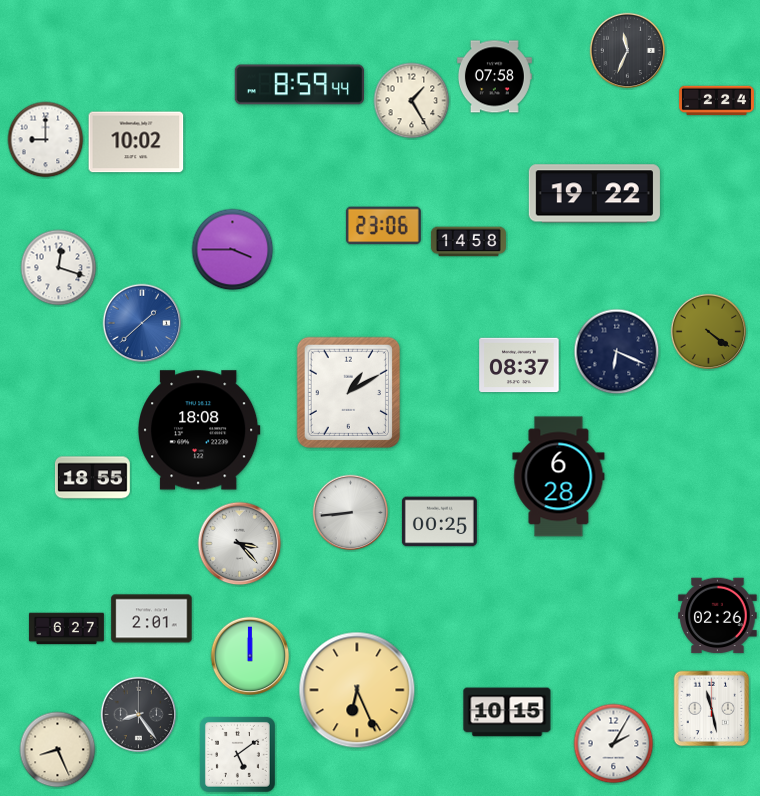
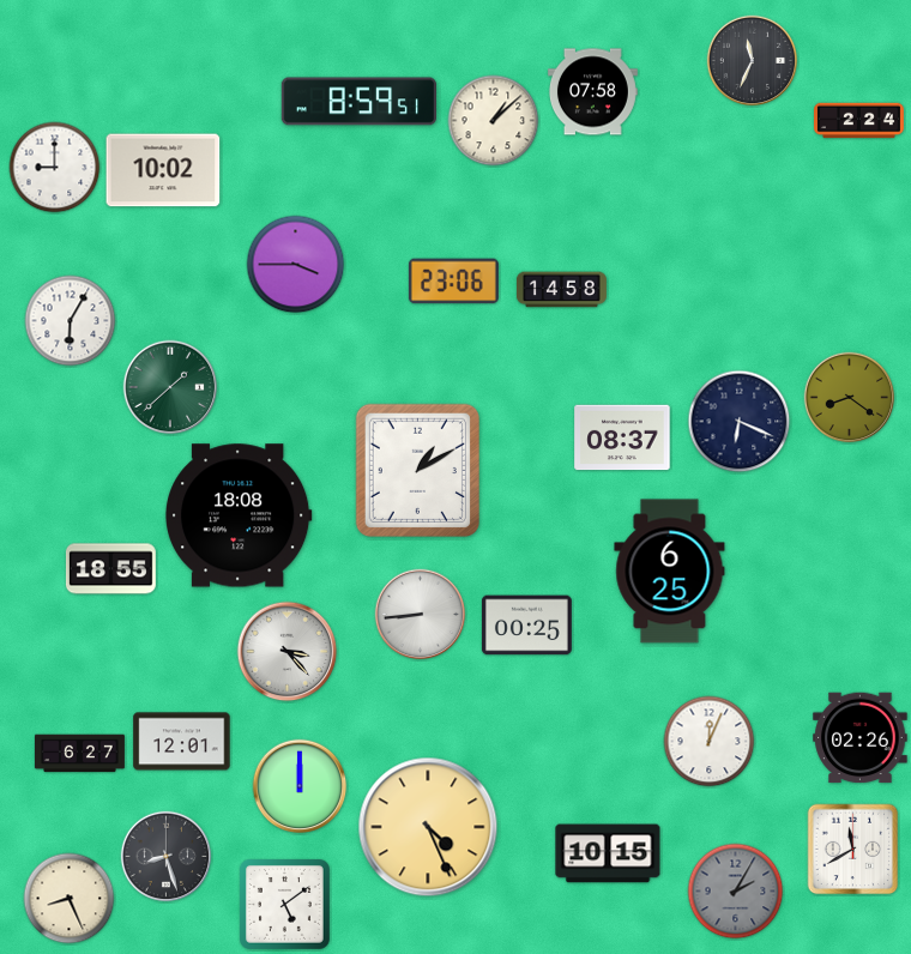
clock at (299, 85): 8:59:44 -> 8:59:51
clock at (412, 101): 1:25 -> 1:08
clock at (594, 194): 19:22 -> none
clock at (383, 226) position: (383, 226) -> (453, 282)
clock at (233, 250) position: (233, 250) -> (296, 265)
clock at (59, 268): 12:18 -> 6:05
clock at (142, 323) dial: blue -> green
clock at (709, 332): 4:21 -> 8:21
clock at (559, 477): 6:28 -> 6:25
clock at (92, 478) position: (92, 478) -> (110, 569)
clock at (152, 619): 2:01 -> 12:01
clock at (710, 742): none -> 12:04
clock at (357, 690): 6:26 -> 4:26
clock at (712, 709): 11:28 -> 11:40
clock at (139, 715): 8:24 -> 8:27
clock at (614, 744) dial: white -> grey
